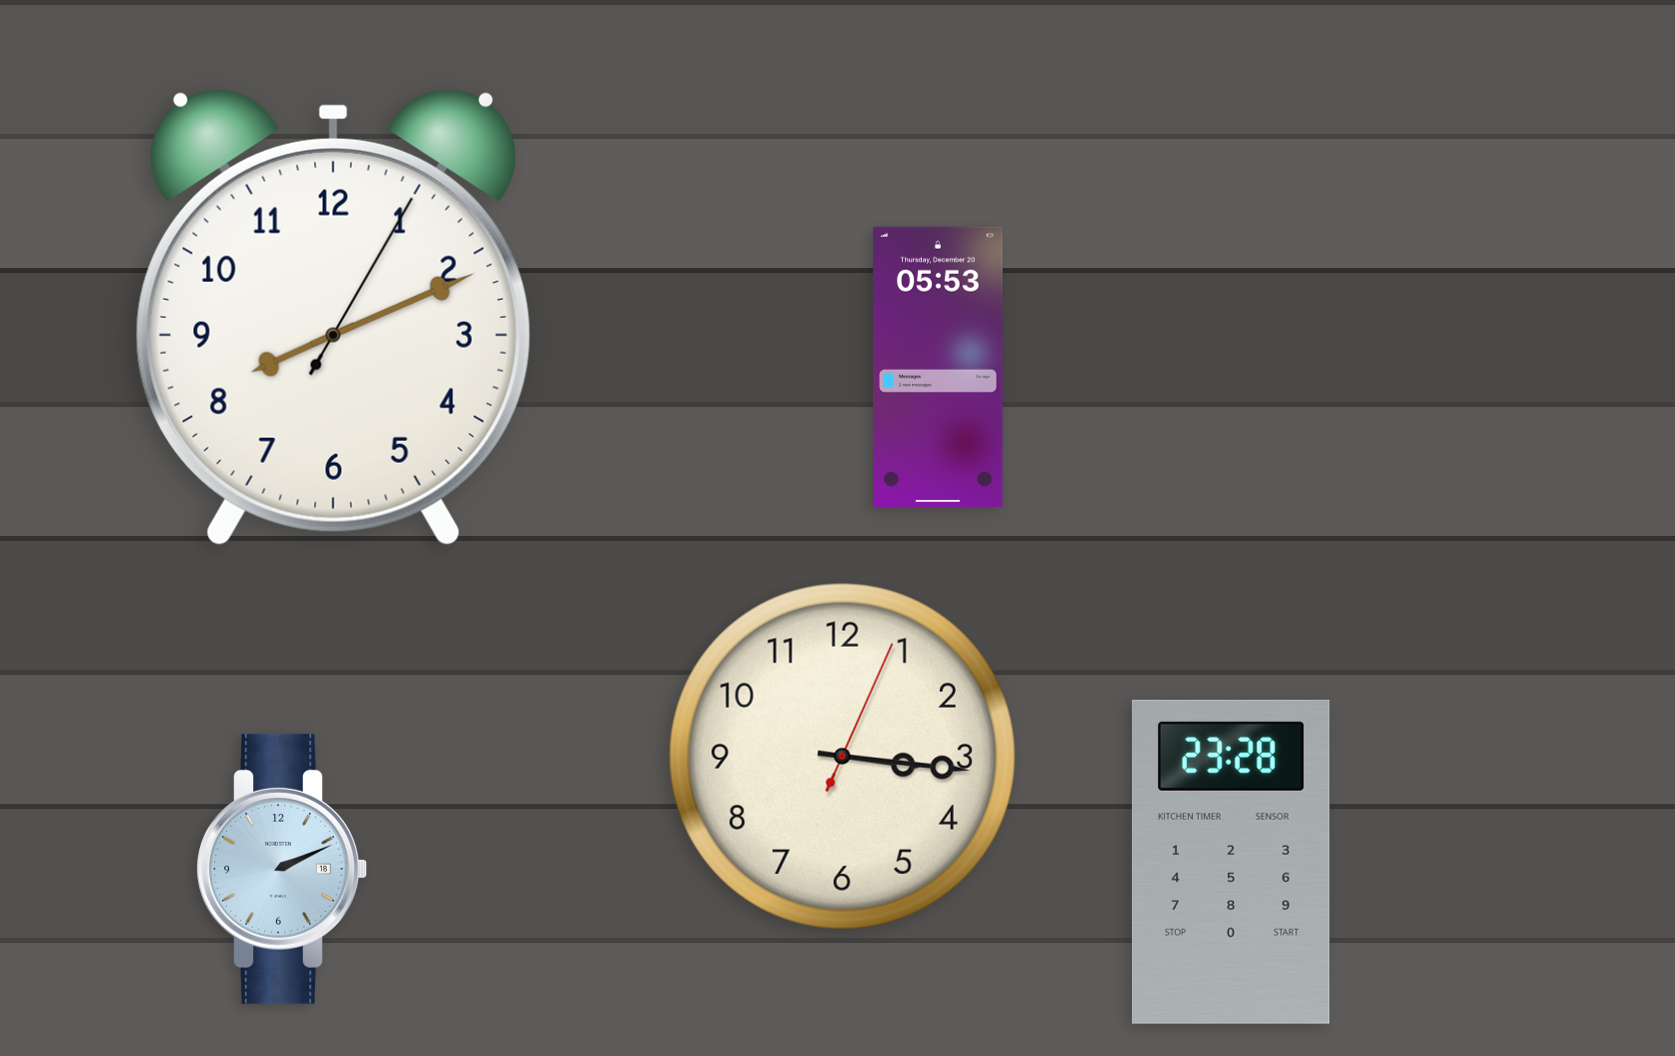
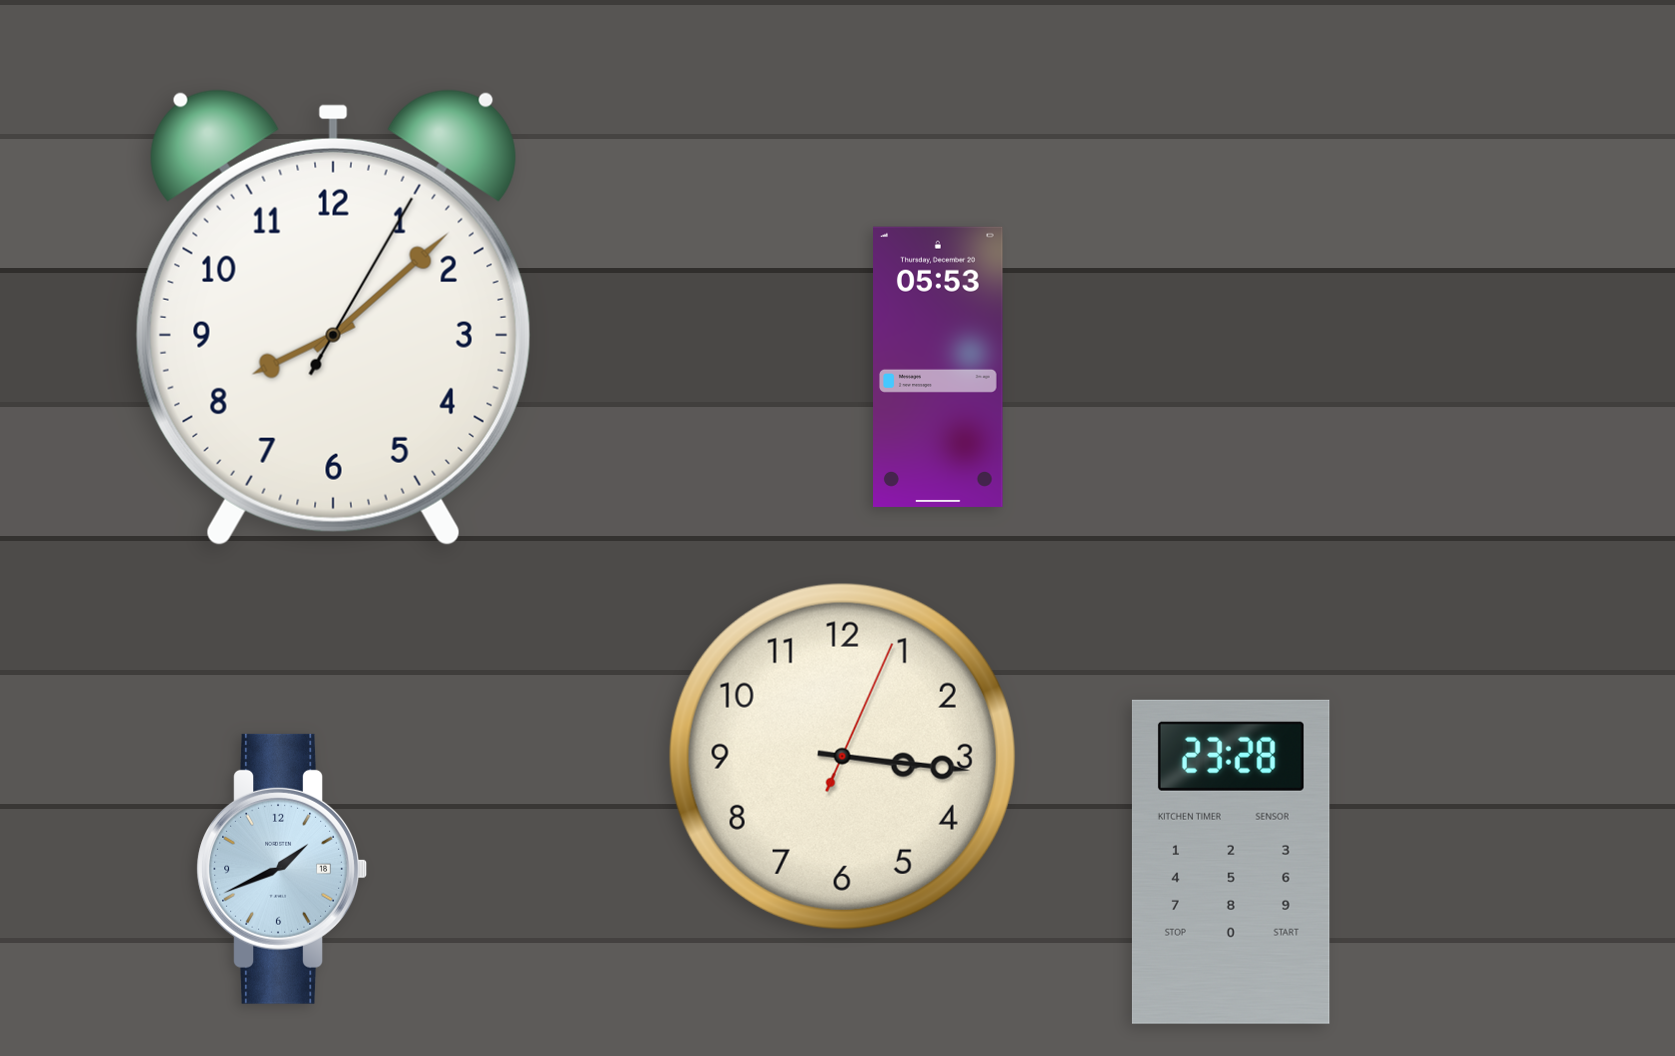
clock at (333, 317): 8:11 -> 8:08
clock at (281, 869): 2:11 -> 1:41
